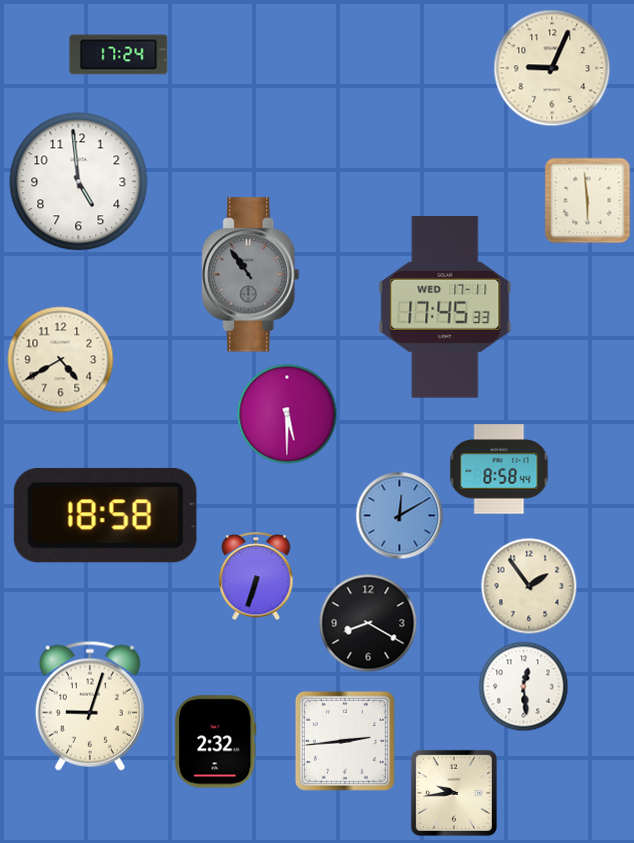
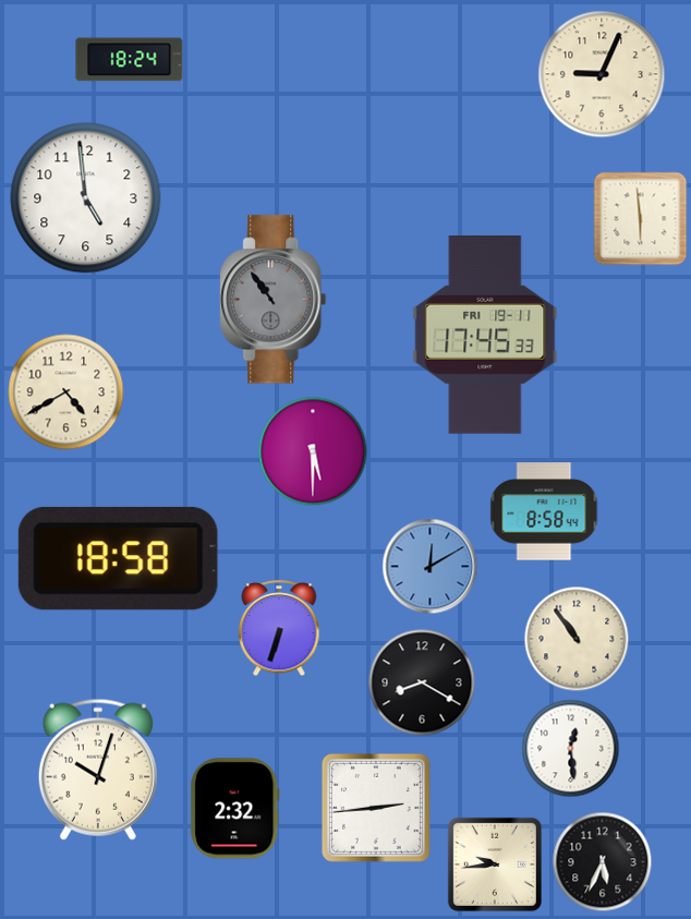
clock at (119, 55): 17:24 -> 18:24
clock at (445, 308) date: WED 17-11 -> FRI 19-11
clock at (105, 515) position: (105, 515) -> (118, 558)
clock at (400, 516) position: (400, 516) -> (431, 567)
clock at (529, 586): 1:54 -> 10:54
clock at (368, 623) position: (368, 623) -> (422, 682)
clock at (90, 706): 9:03 -> 10:03
clock at (603, 862): none -> 5:34
